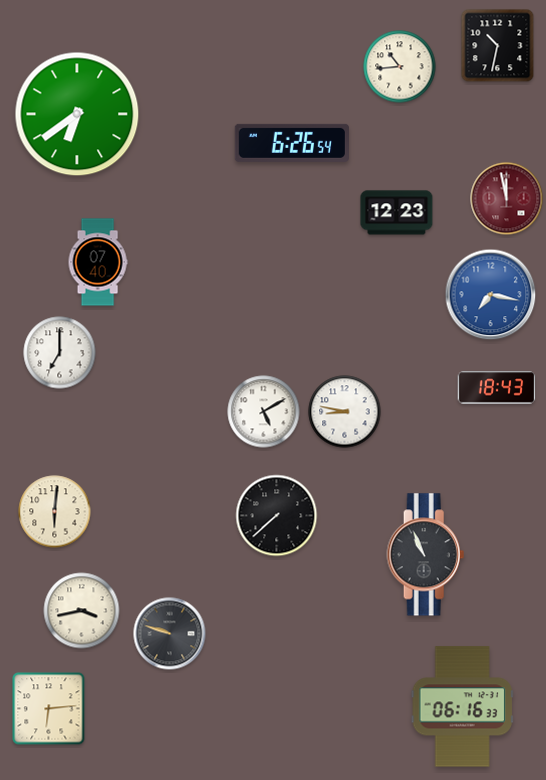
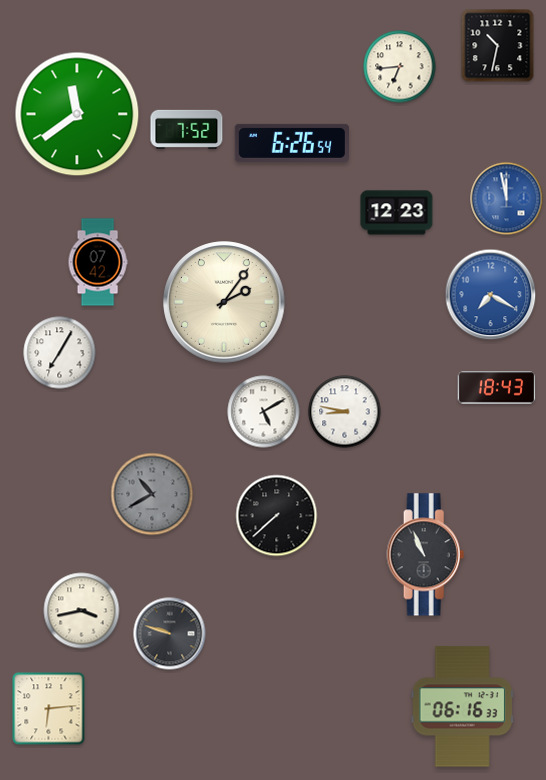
clock at (400, 67): 10:44 -> 6:44
clock at (77, 114): 6:39 -> 11:39
clock at (187, 129): none -> 7:52
clock at (507, 199) dial: burgundy -> blue
clock at (98, 262): 07:40 -> 07:42
clock at (491, 295): 7:17 -> 7:20
clock at (224, 302): none -> 2:06
clock at (60, 353): 7:00 -> 7:05
clock at (152, 494): none -> 10:40
clock at (55, 512): 6:01 -> none
